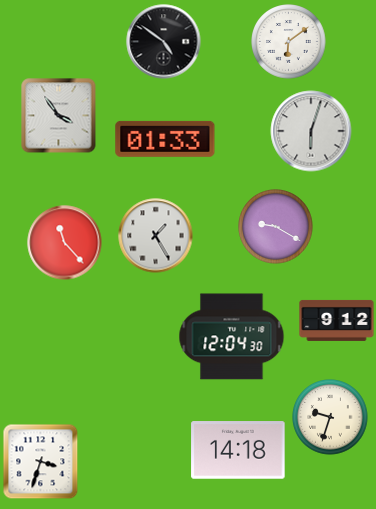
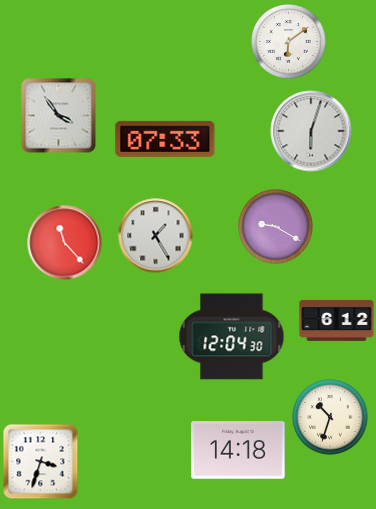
clock at (164, 42): 4:51 -> none
clock at (165, 139): 01:33 -> 07:33
clock at (337, 320): 9:12 -> 6:12
clock at (330, 417): 9:33 -> 10:33
